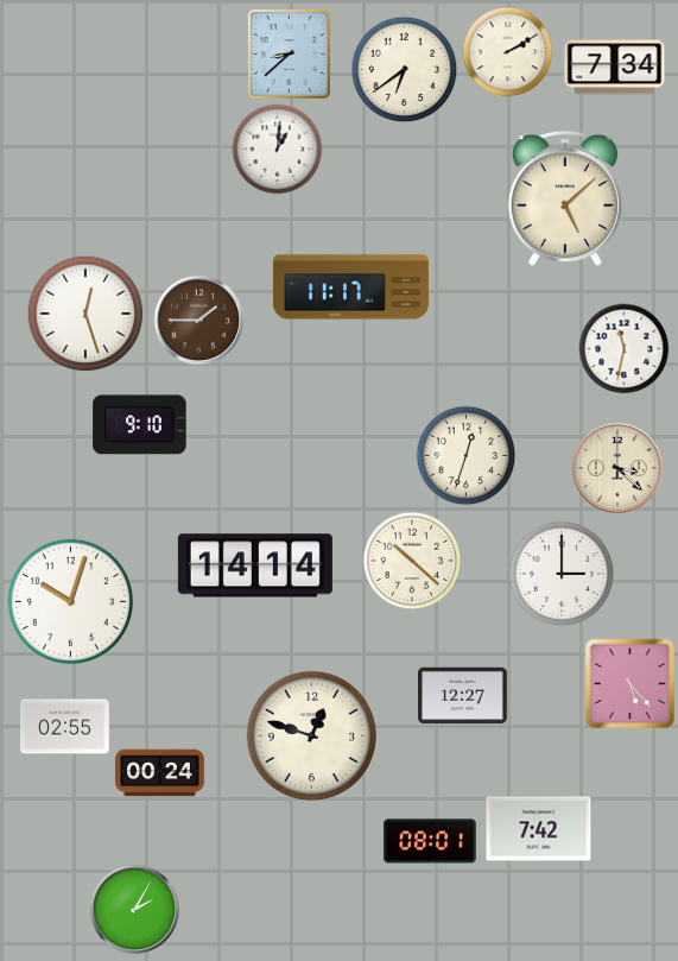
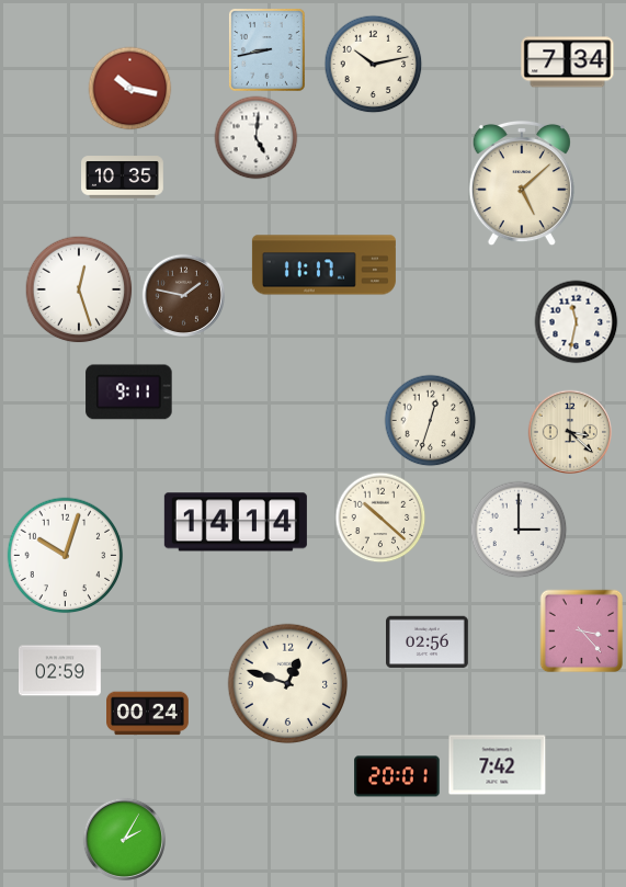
clock at (508, 52): 2:10 -> none
clock at (289, 53): 8:38 -> 8:43
clock at (405, 70): 6:39 -> 10:13
clock at (130, 89): none -> 10:17
clock at (278, 150): 1:01 -> 5:01
clock at (123, 178): none -> 10:35
clock at (198, 320): 1:45 -> 1:47
clock at (140, 425): 9:10 -> 9:11
clock at (631, 684): 5:23 -> 3:23
clock at (463, 696): 12:27 -> 02:56
clock at (65, 727): 02:55 -> 02:59
clock at (312, 736) position: (312, 736) -> (288, 684)
clock at (430, 841): 08:01 -> 20:01
